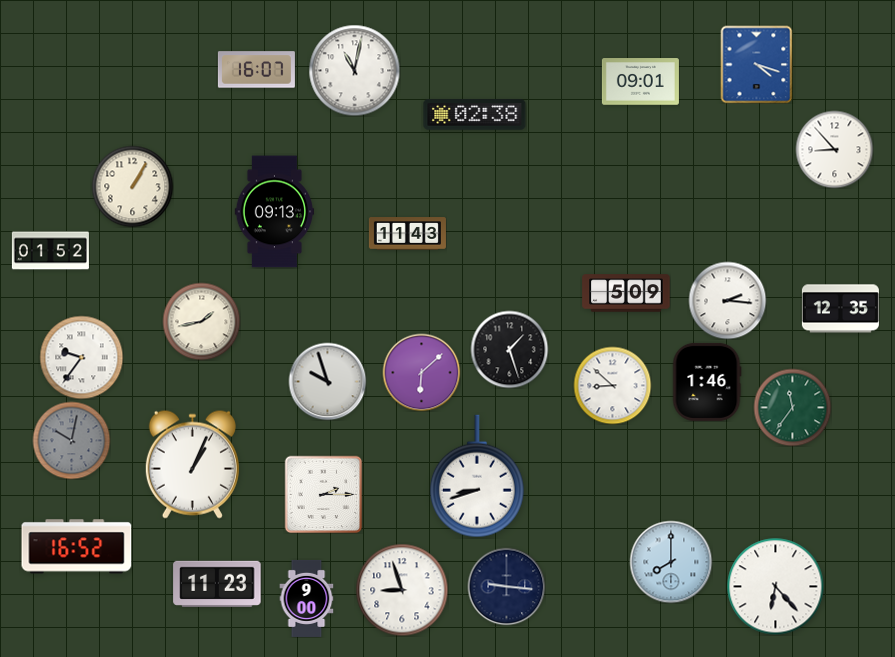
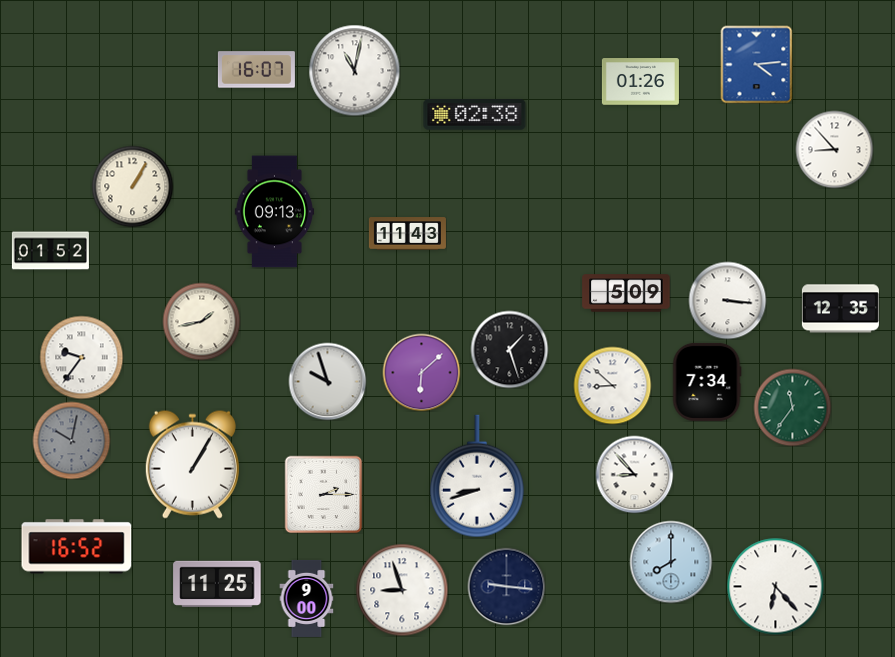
clock at (757, 64): 4:18 -> 4:14
clock at (640, 82): 09:01 -> 01:26
clock at (727, 300): 2:16 -> 3:16
clock at (707, 382): 1:46 -> 7:34
clock at (192, 464): 1:04 -> 1:05
clock at (634, 474): none -> 8:53
clock at (217, 584): 11:23 -> 11:25
